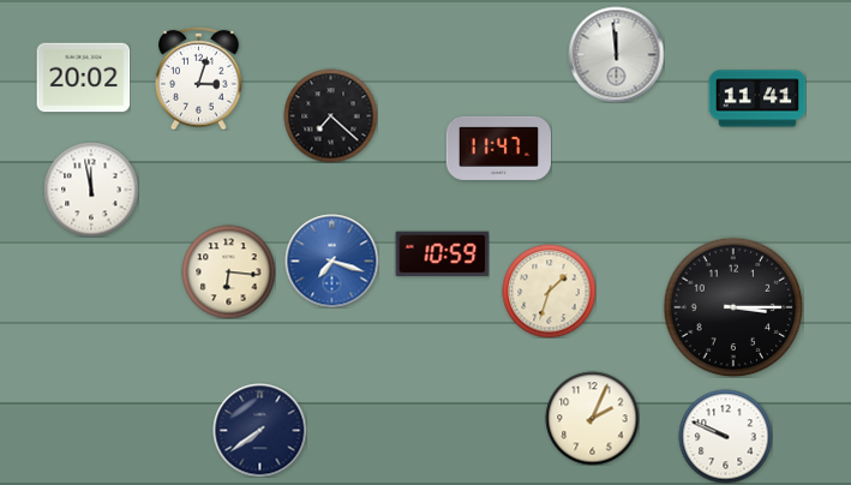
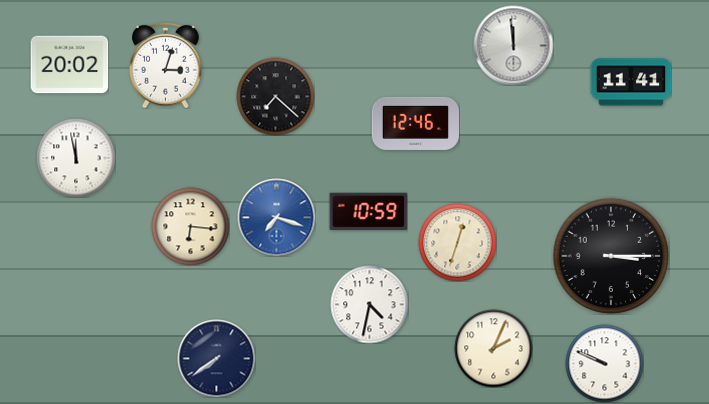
clock at (498, 148): 11:47 -> 12:46
clock at (549, 291): 1:33 -> 12:33
clock at (369, 304): none -> 4:32
